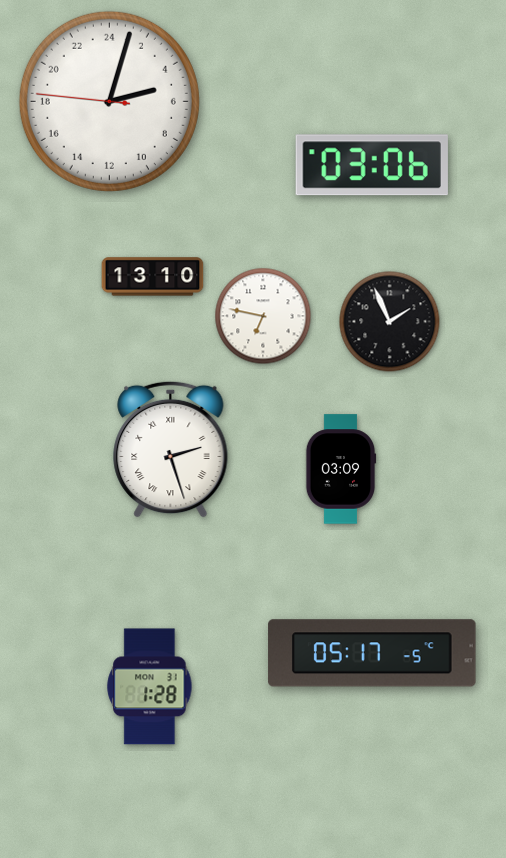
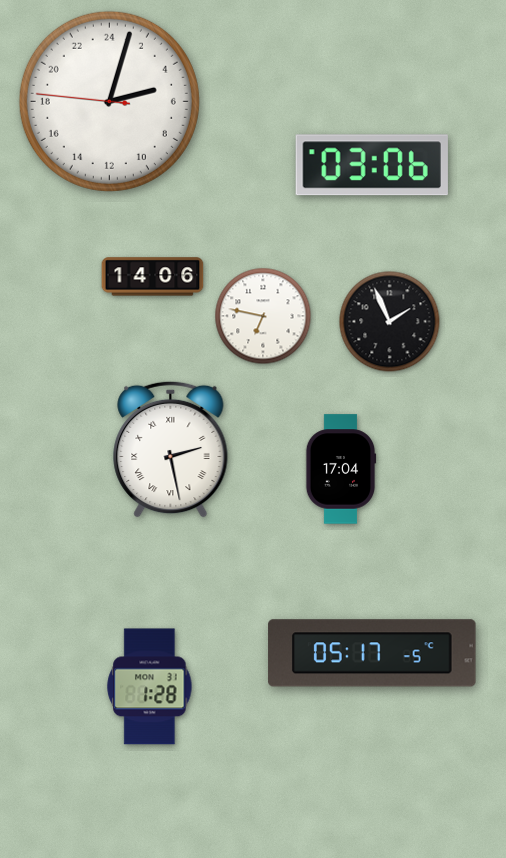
clock at (153, 277): 13:10 -> 14:06
clock at (171, 449): 2:27 -> 2:28
clock at (341, 469): 03:09 -> 17:04
